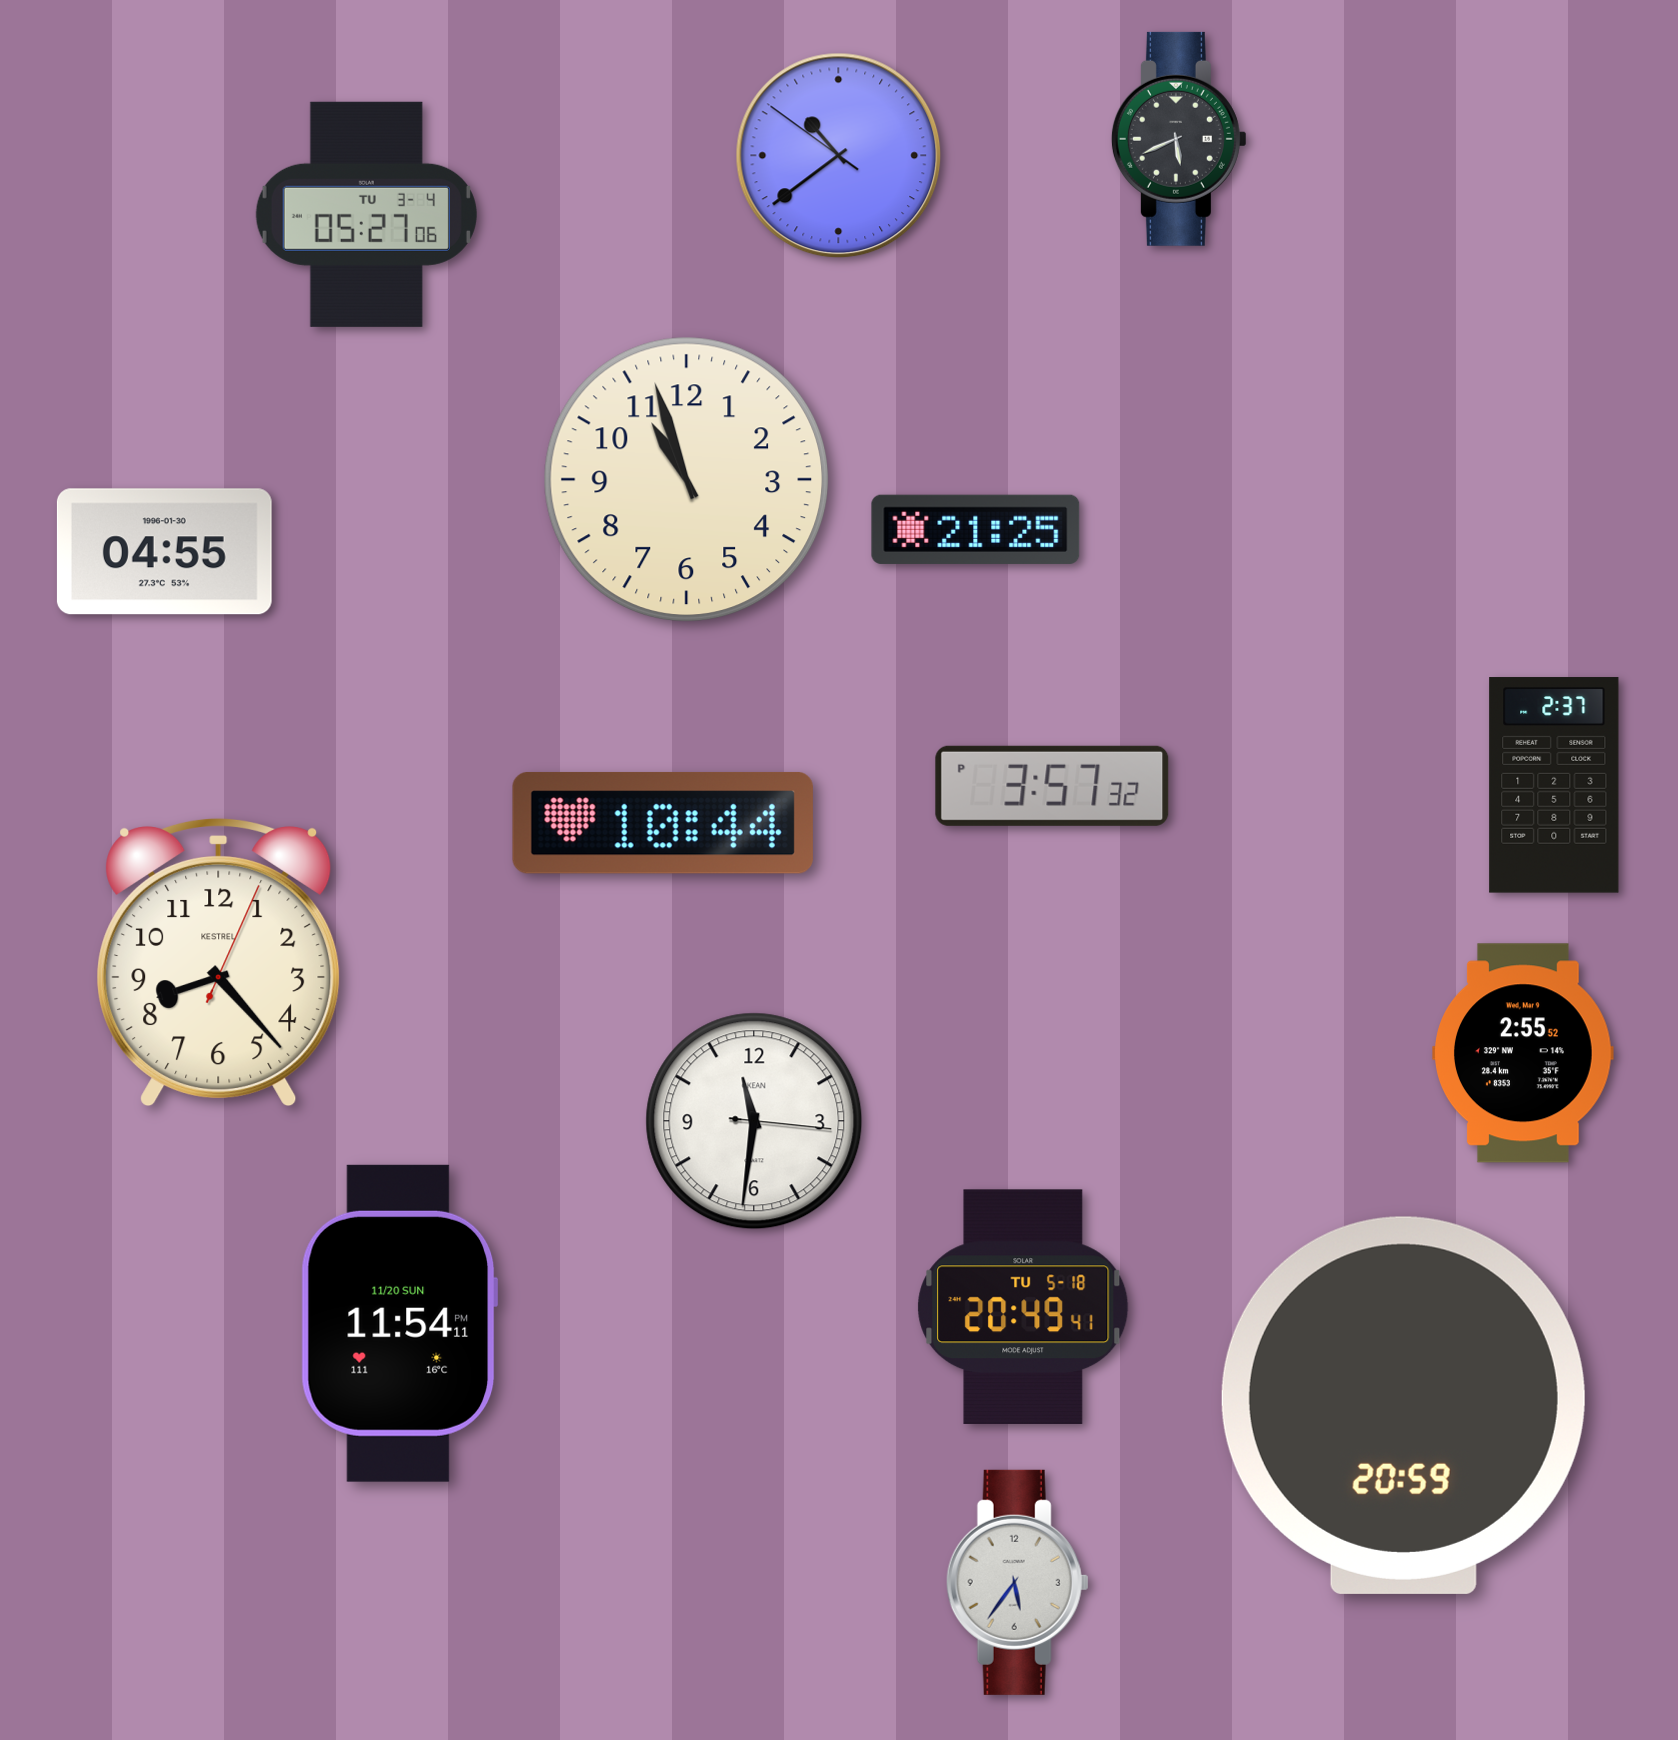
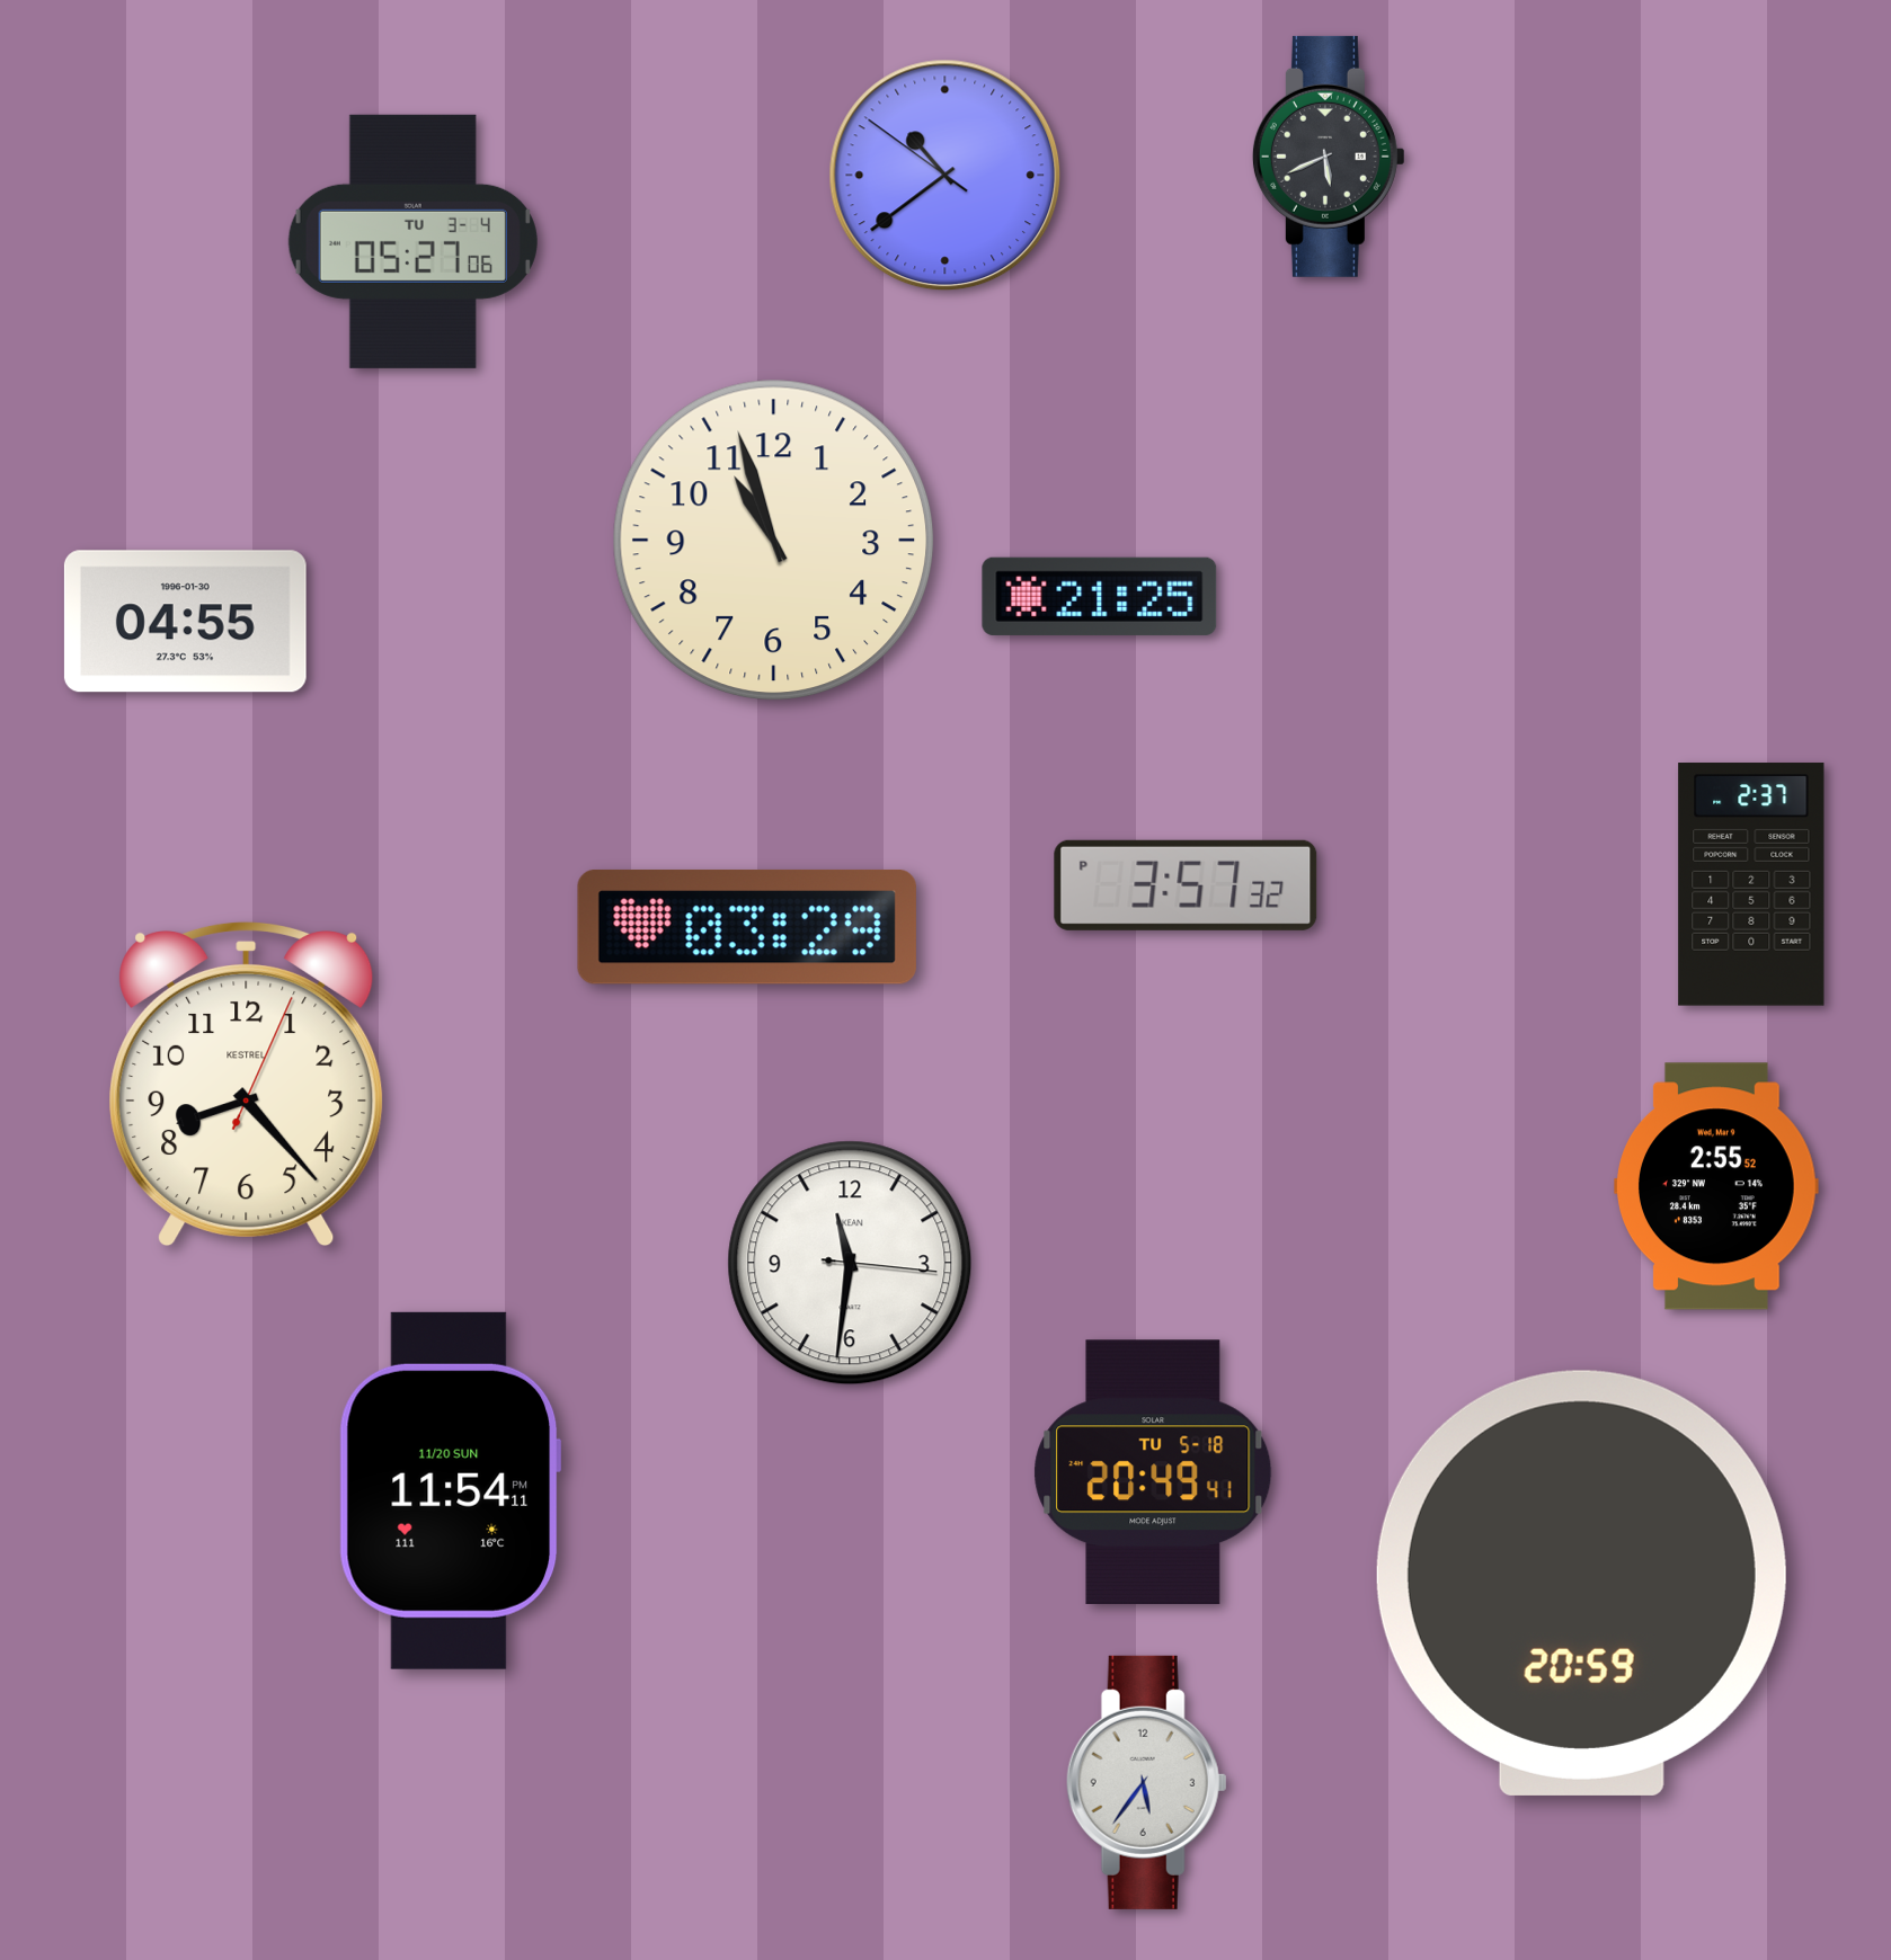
clock at (663, 823): 10:44 -> 03:29
